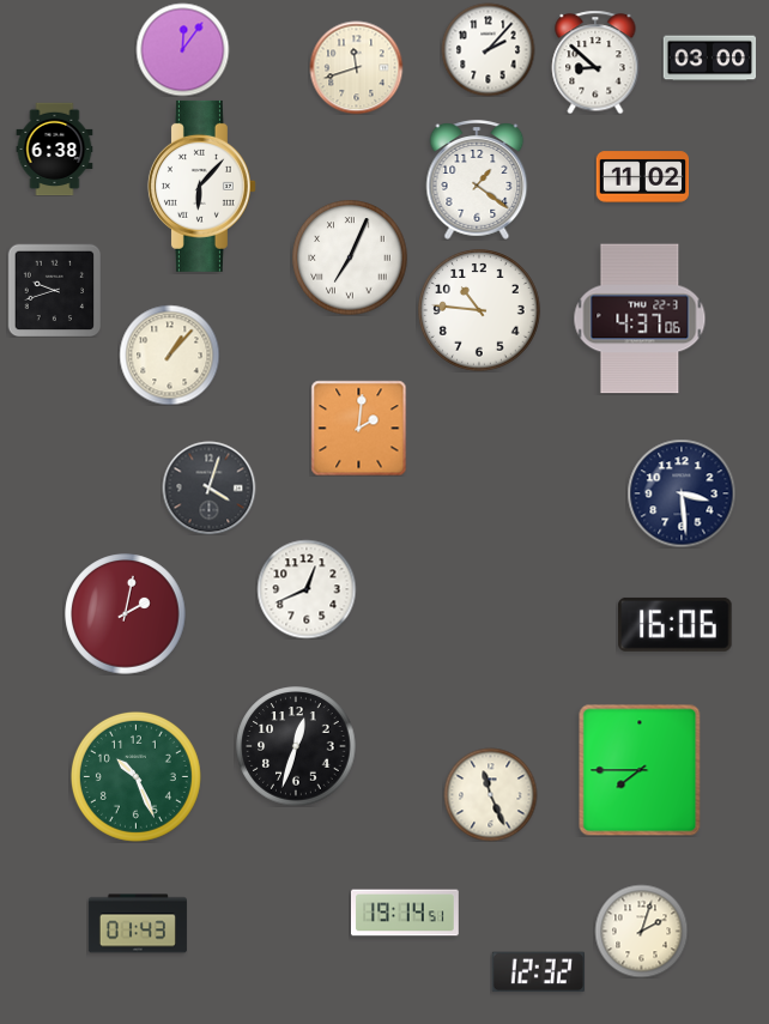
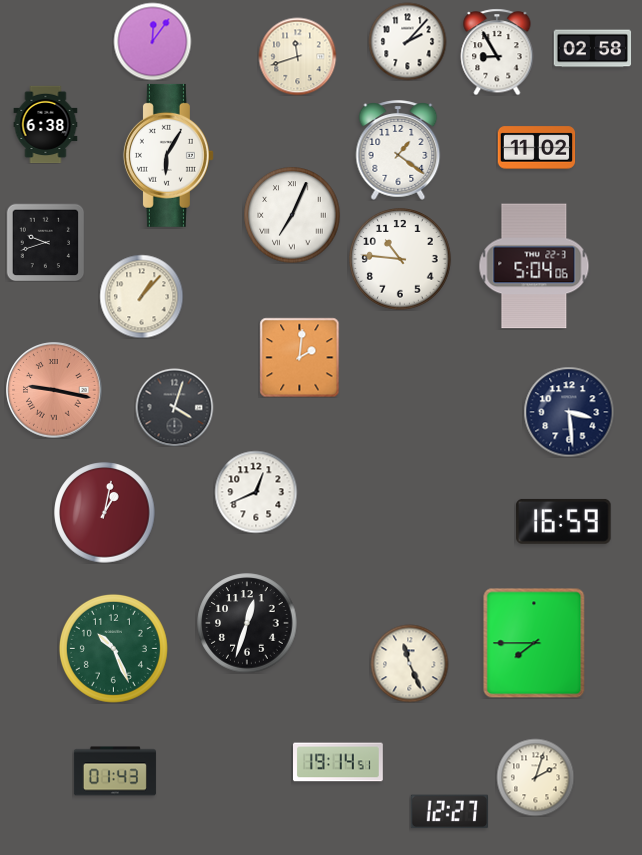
clock at (709, 59): 03:00 -> 02:58
clock at (595, 62): 8:52 -> 8:55
clock at (201, 186): 6:07 -> 6:05
clock at (640, 319): 4:37 -> 5:04
clock at (54, 390): none -> 9:17
clock at (126, 614): 2:02 -> 1:02
clock at (676, 624): 16:06 -> 16:59
clock at (538, 973): 12:32 -> 12:27
